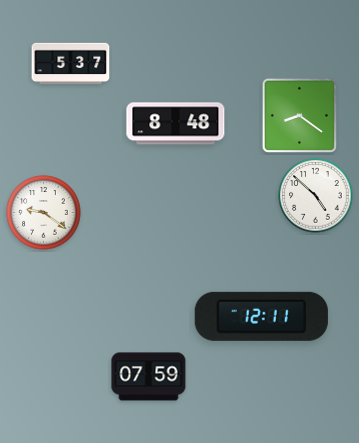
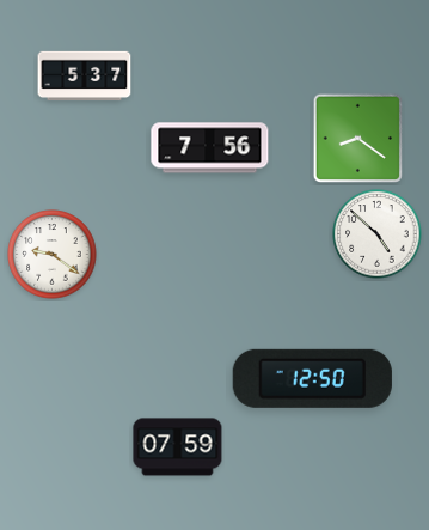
clock at (176, 124): 8:48 -> 7:56
clock at (261, 316): 12:11 -> 12:50
clock at (149, 377) position: (149, 377) -> (178, 447)
